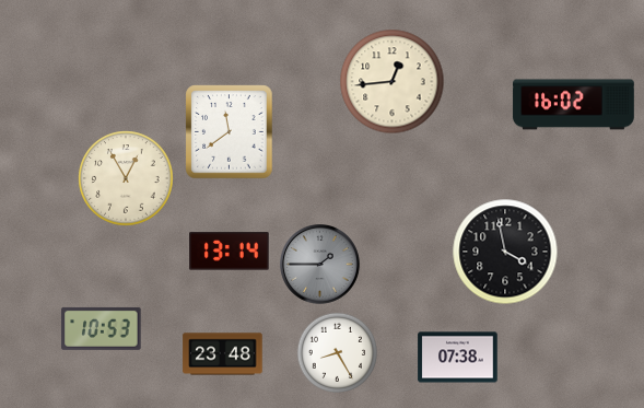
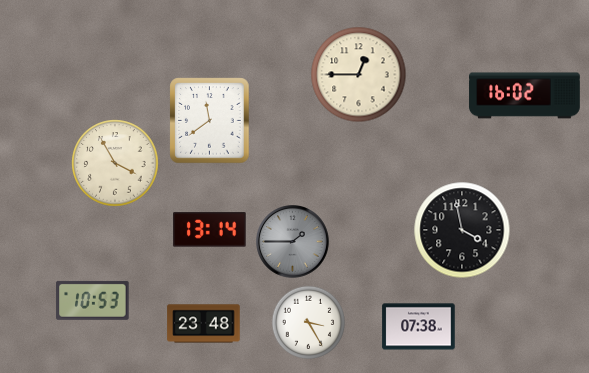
clock at (393, 82): 12:44 -> 12:45
clock at (126, 178): 12:55 -> 3:55
clock at (337, 352): 8:25 -> 3:25
